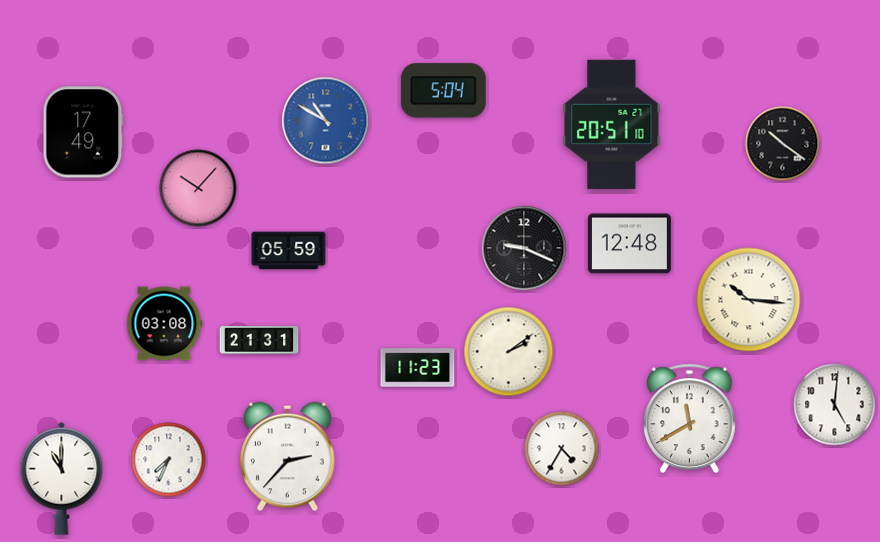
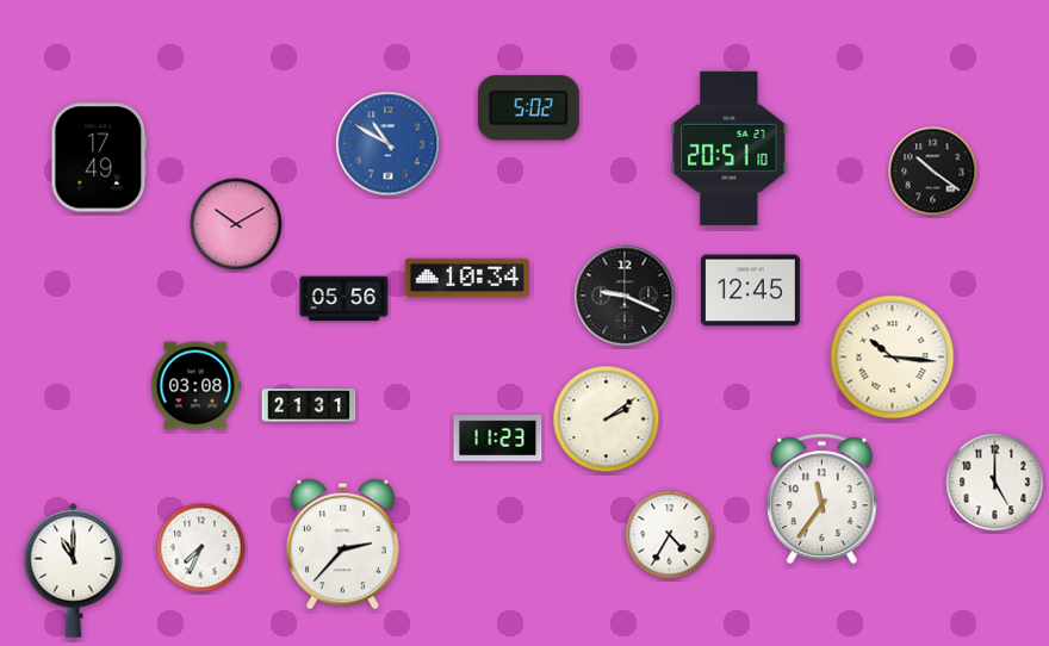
clock at (443, 91): 5:04 -> 5:02
clock at (198, 188): 10:07 -> 10:10
clock at (466, 278): none -> 10:34
clock at (629, 244): 12:48 -> 12:45
clock at (289, 251): 05:59 -> 05:56
clock at (835, 405): 5:01 -> 5:00
clock at (690, 418): 11:40 -> 11:36
